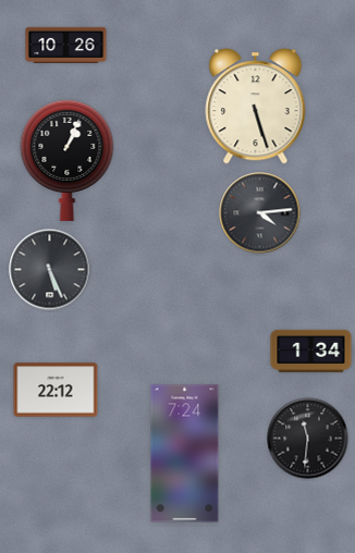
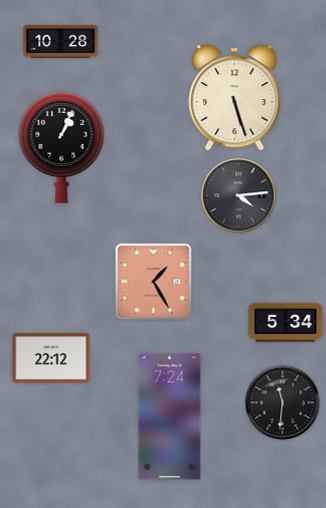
clock at (66, 45): 10:26 -> 10:28
clock at (50, 270): 5:26 -> none
clock at (154, 282): none -> 1:25
clock at (311, 351): 1:34 -> 5:34
